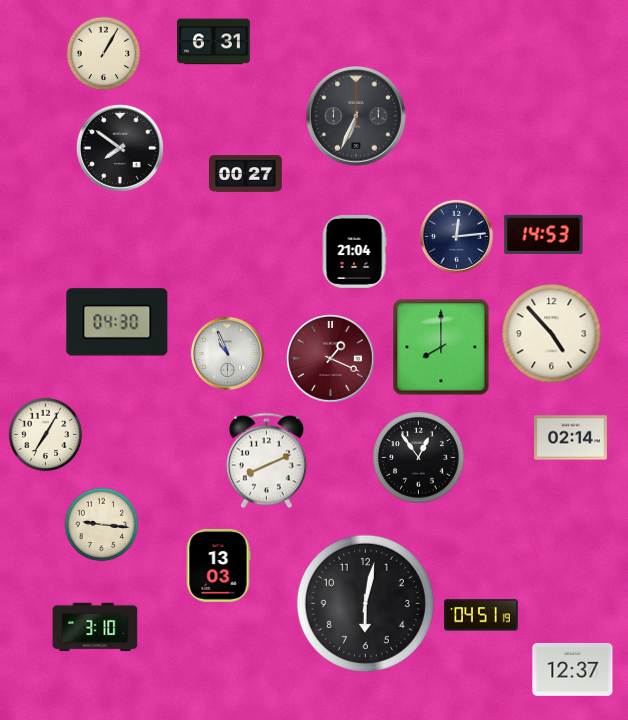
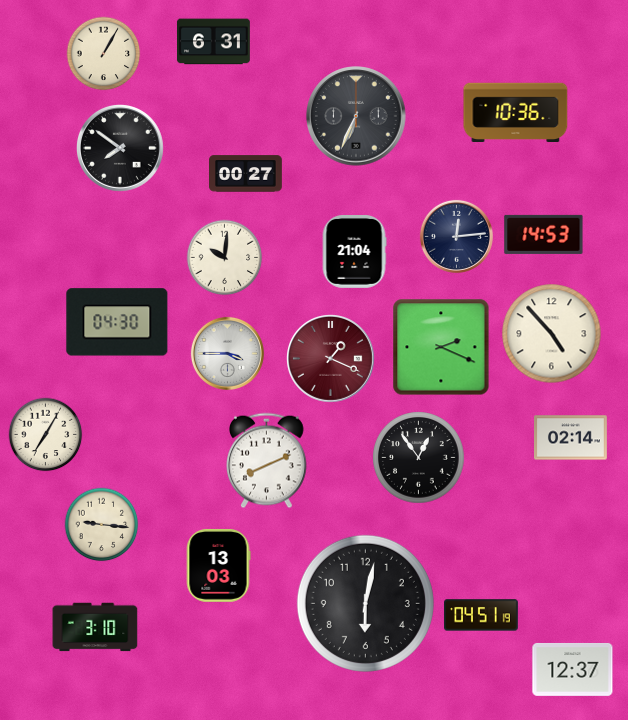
clock at (516, 112): none -> 10:36
clock at (225, 258): none -> 10:01
clock at (441, 347): 8:00 -> 2:19
clock at (227, 353): 10:56 -> 3:45
